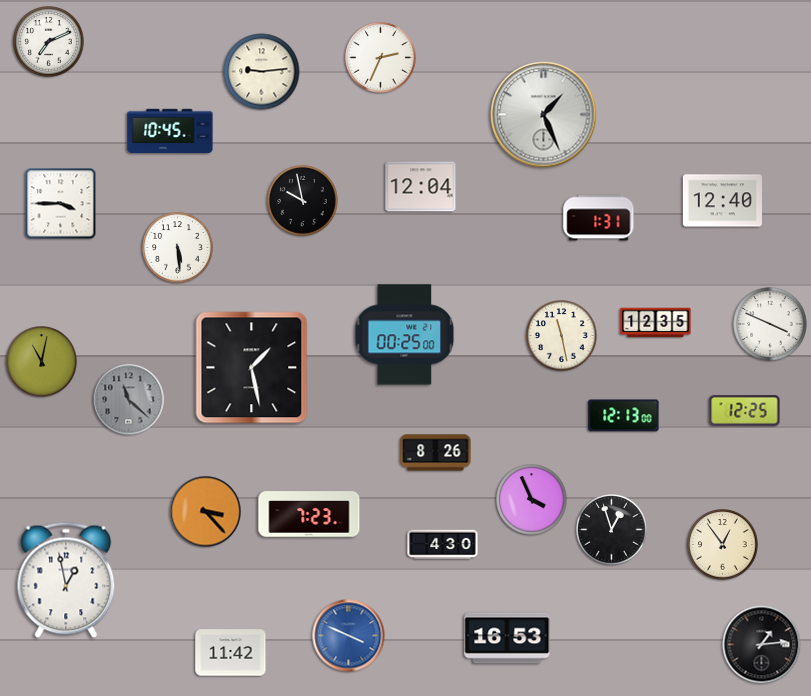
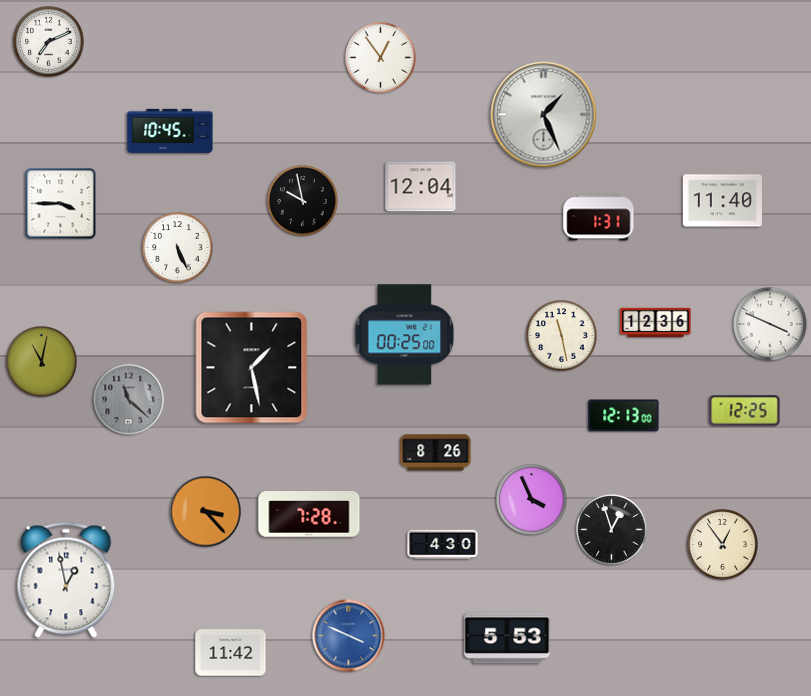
clock at (381, 58): 2:34 -> 12:54
clock at (262, 72): 9:14 -> none
clock at (722, 201): 12:40 -> 11:40
clock at (178, 248): 5:29 -> 5:26
clock at (656, 323): 12:35 -> 12:36
clock at (309, 514): 7:23 -> 7:28
clock at (507, 638): 16:53 -> 5:53
clock at (762, 645): 1:14 -> none
